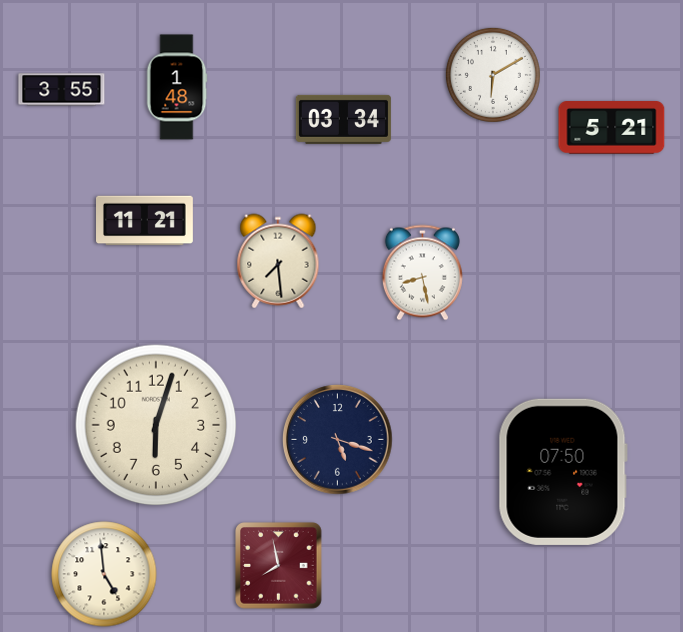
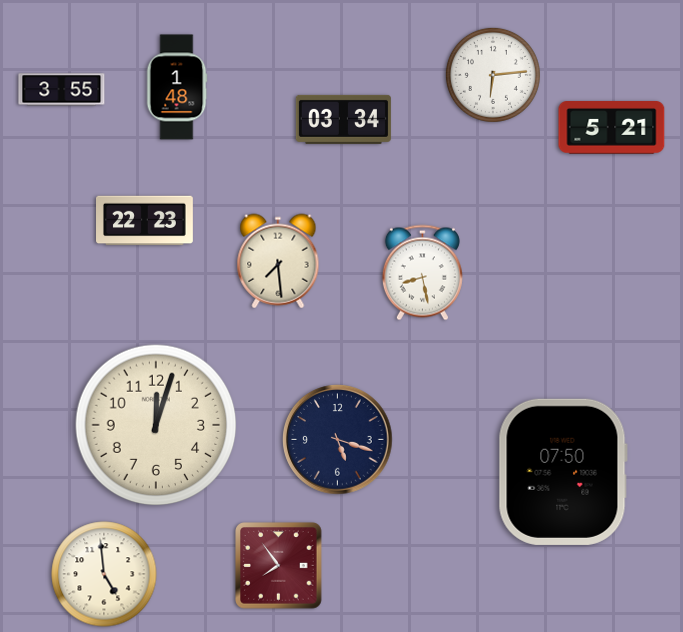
clock at (493, 75): 6:10 -> 6:14
clock at (145, 221): 11:21 -> 22:23
clock at (156, 425): 6:03 -> 12:03
clock at (279, 566): 7:58 -> 7:54
